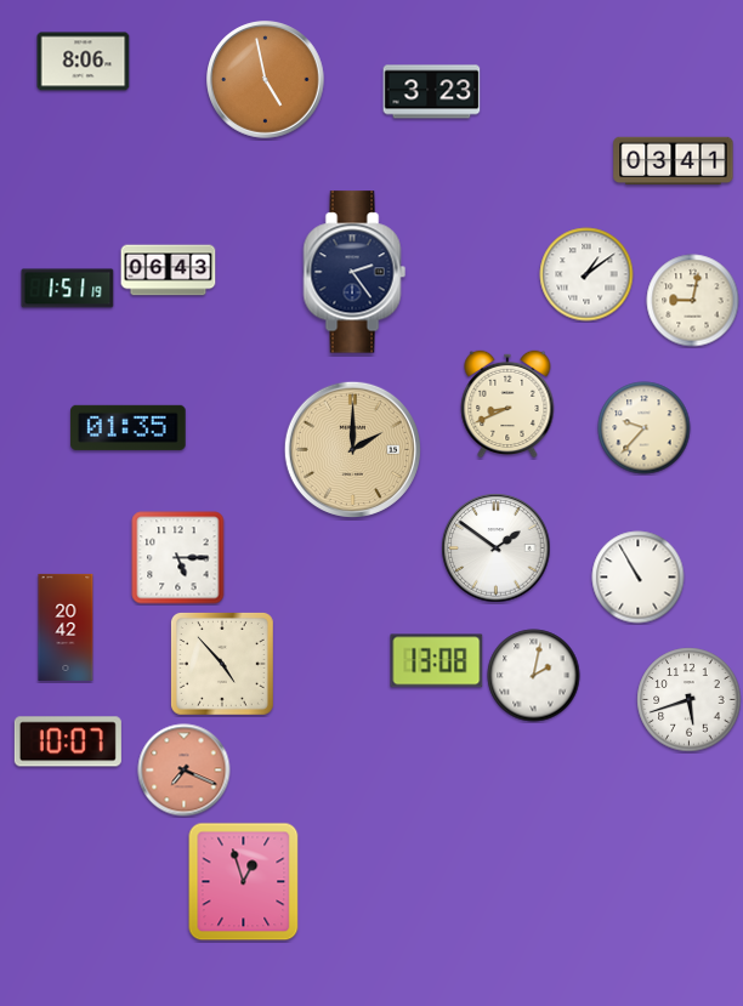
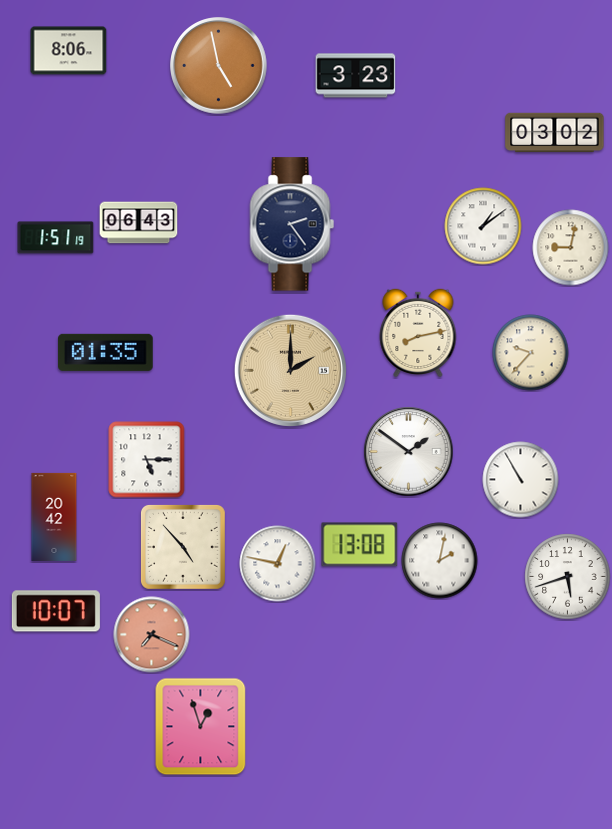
clock at (674, 161): 03:41 -> 03:02
clock at (507, 404): 8:41 -> 8:13
clock at (639, 578) position: (639, 578) -> (521, 480)
clock at (534, 676) position: (534, 676) -> (440, 561)
clock at (278, 564): none -> 12:47
